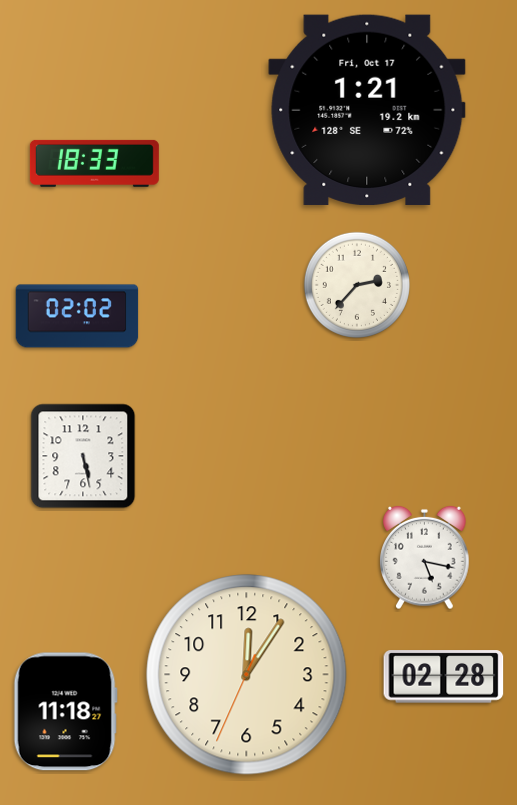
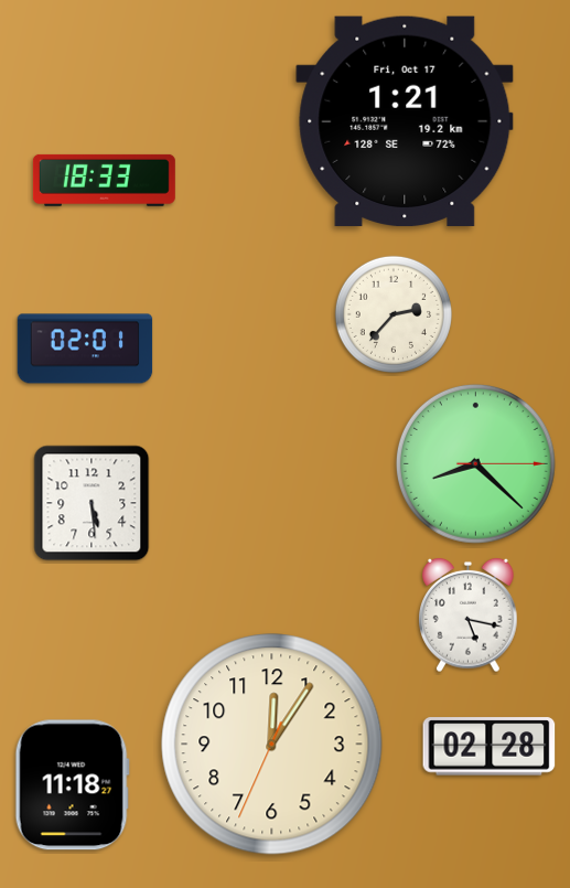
clock at (77, 316): 02:02 -> 02:01
clock at (475, 463): none -> 8:22
clock at (83, 456): 5:28 -> 5:29
